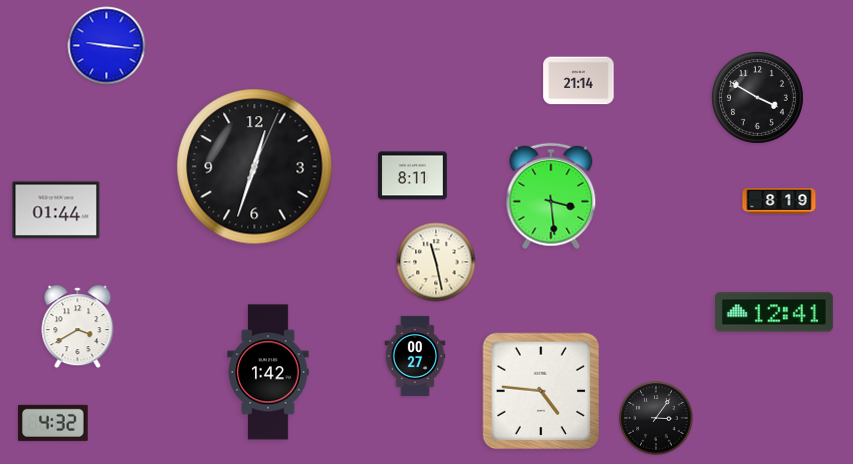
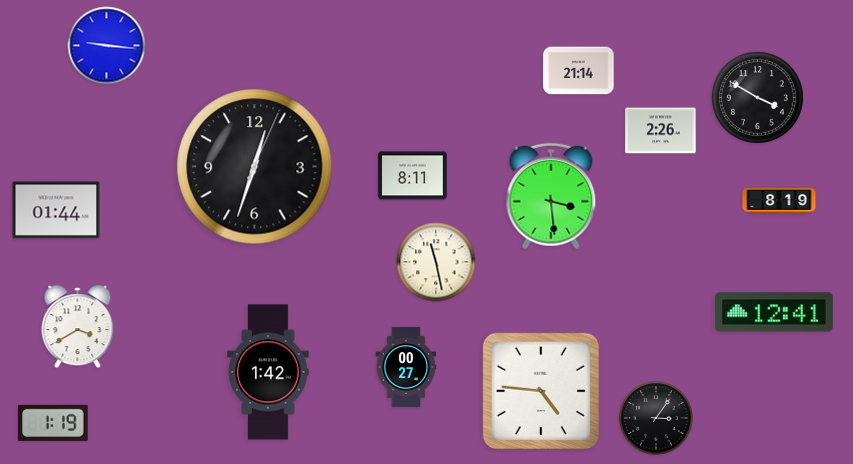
clock at (579, 81) position: (579, 81) -> (579, 71)
clock at (661, 131): none -> 2:26
clock at (415, 356) position: (415, 356) -> (406, 367)
clock at (53, 423): 4:32 -> 1:19
